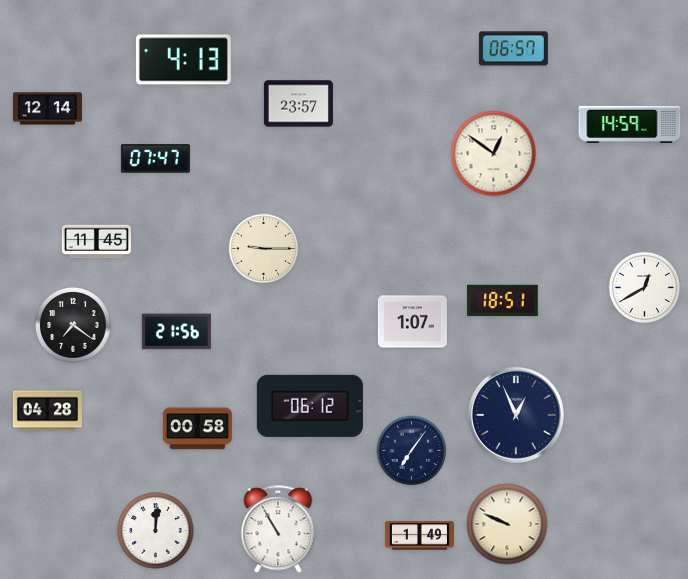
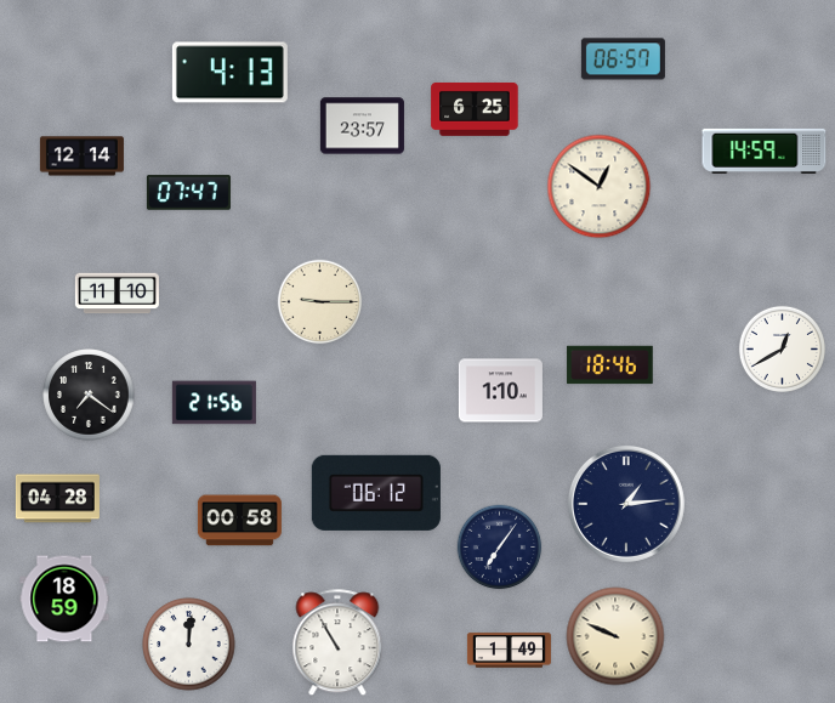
clock at (183, 60) position: (183, 60) -> (229, 73)
clock at (475, 109): none -> 6:25
clock at (47, 109) position: (47, 109) -> (81, 157)
clock at (96, 242): 11:45 -> 11:10
clock at (503, 301): 18:51 -> 18:46
clock at (412, 322): 1:07 -> 1:10
clock at (516, 415): 12:56 -> 1:14
clock at (64, 599): none -> 18:59
